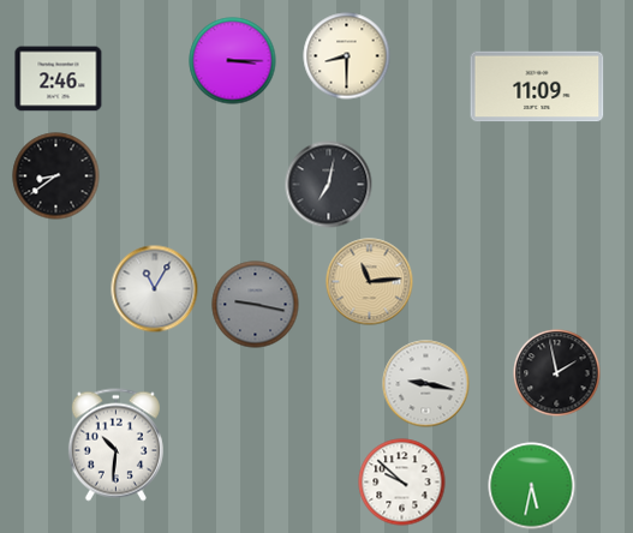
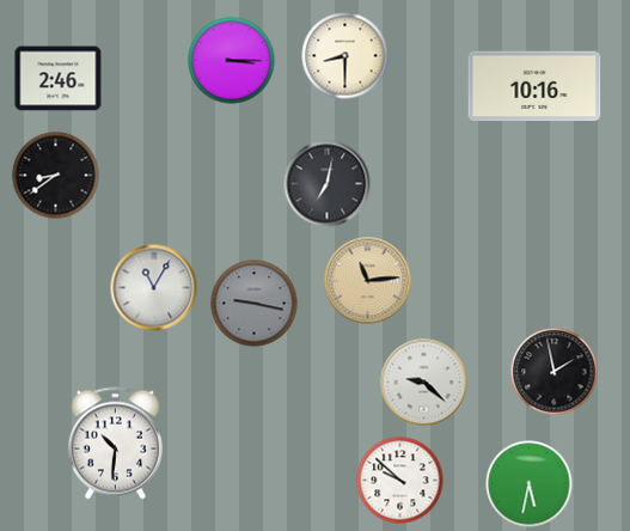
clock at (537, 86): 11:09 -> 10:16
clock at (426, 384): 9:17 -> 9:22
